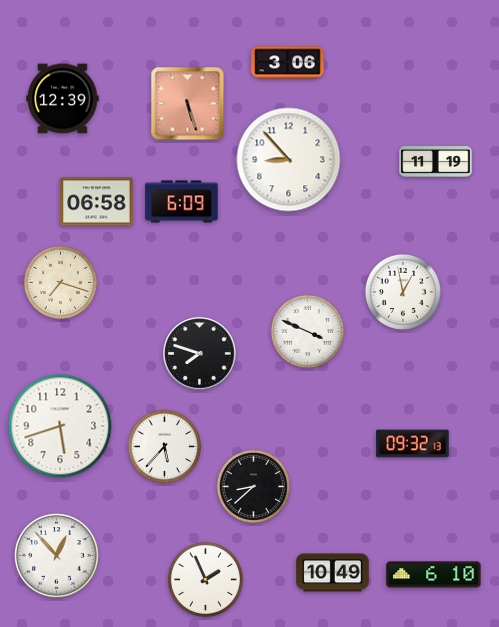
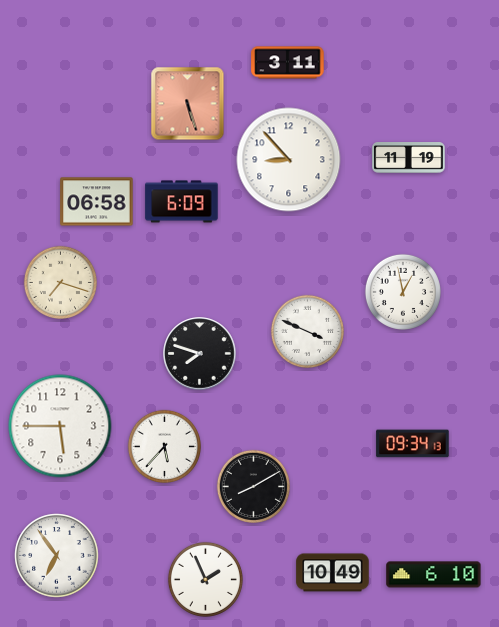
clock at (288, 63): 3:06 -> 3:11
clock at (63, 99): 12:39 -> none
clock at (436, 162) position: (436, 162) -> (409, 158)
clock at (60, 426): 5:42 -> 5:45
clock at (413, 444): 09:32 -> 09:34
clock at (253, 486): 8:38 -> 8:10
clock at (57, 556): 12:53 -> 6:54
